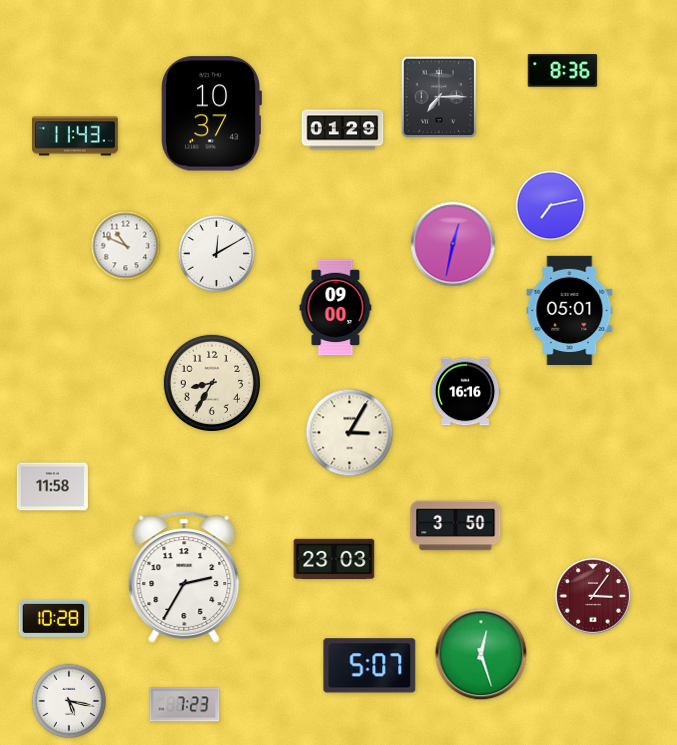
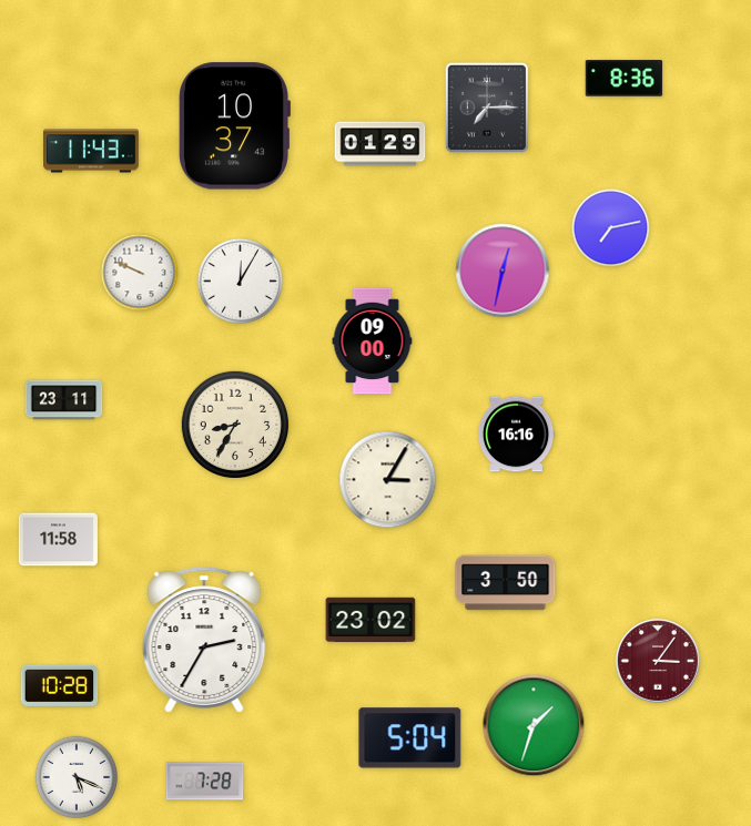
clock at (75, 136) position: (75, 136) -> (91, 151)
clock at (126, 246): 10:49 -> 9:49
clock at (216, 253): 12:10 -> 12:05
clock at (570, 310): 05:01 -> none
clock at (64, 400): none -> 23:11
clock at (334, 559): 23:03 -> 23:02
clock at (481, 654): 12:27 -> 1:33
clock at (370, 666): 5:07 -> 5:04
clock at (69, 701): 5:17 -> 5:19
clock at (185, 705): 7:23 -> 7:28
